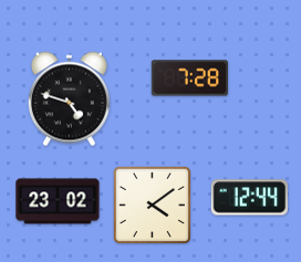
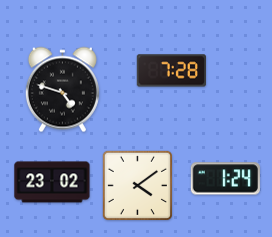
clock at (249, 198): 12:44 -> 1:24
